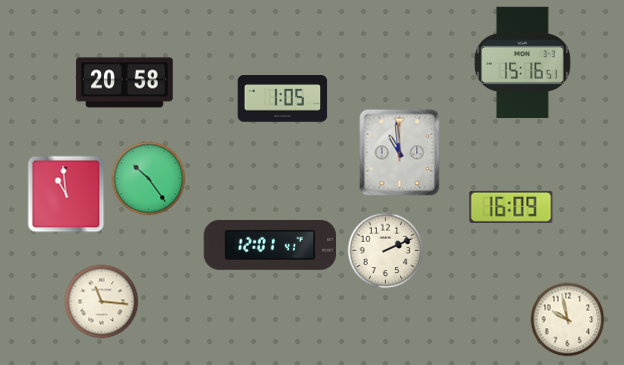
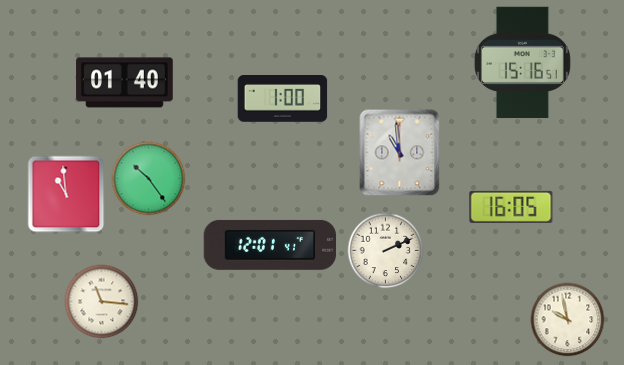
clock at (125, 83): 20:58 -> 01:40
clock at (283, 99): 1:05 -> 1:00
clock at (511, 207): 16:09 -> 16:05
